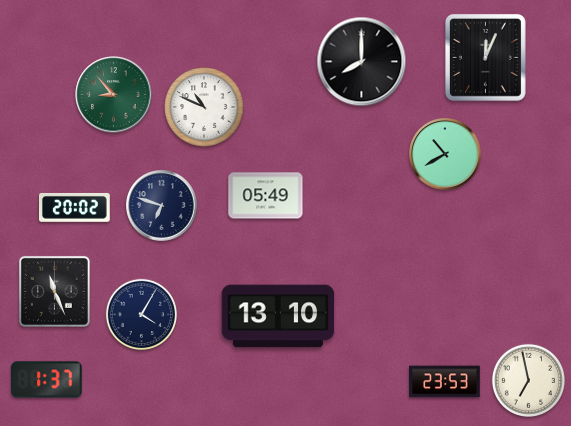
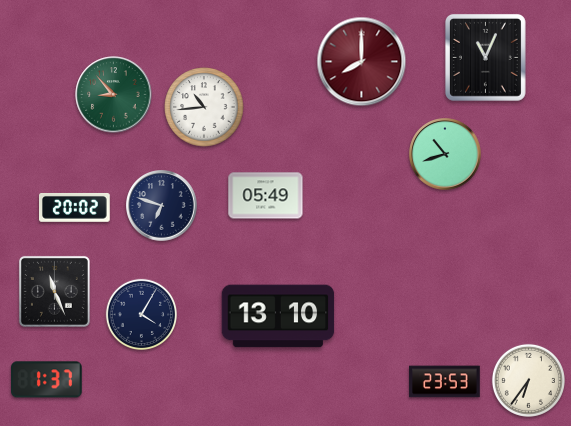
clock at (485, 57): 12:04 -> 11:04
clock at (362, 62) dial: black -> burgundy
clock at (204, 107): 10:49 -> 10:44
clock at (445, 154): 10:40 -> 10:42
clock at (528, 380): 6:58 -> 6:36
